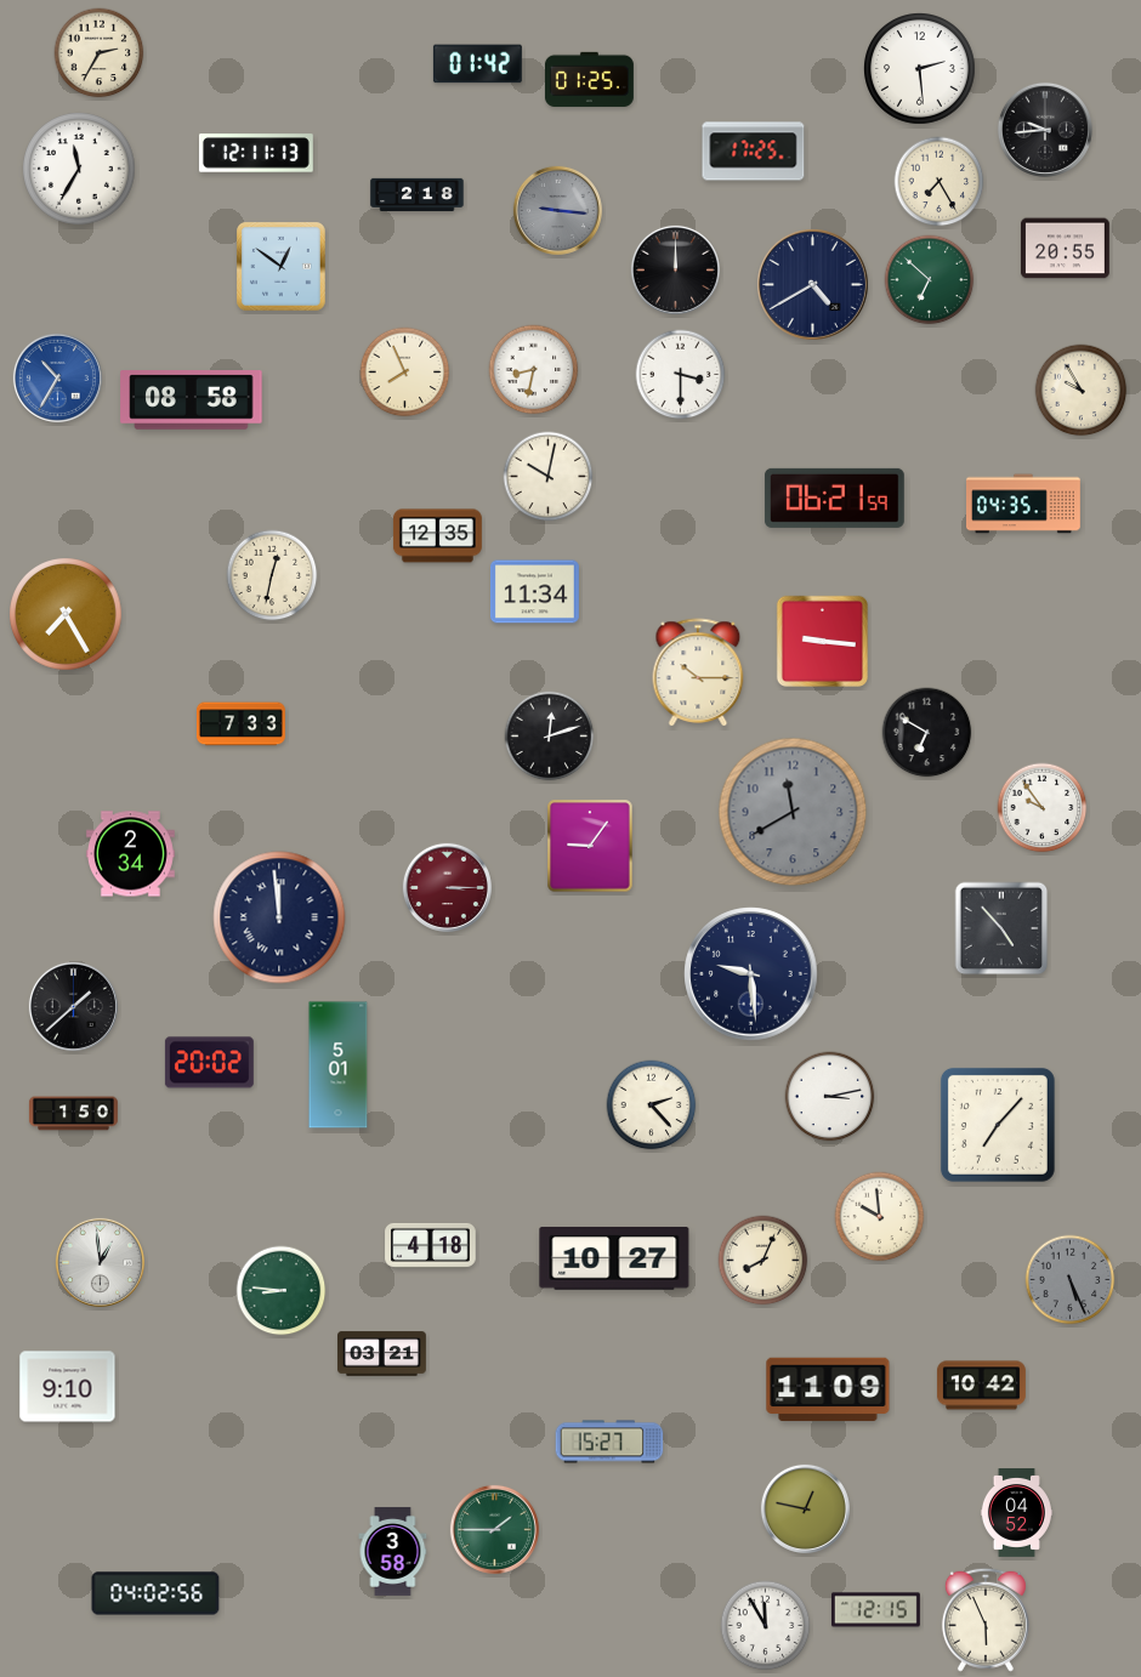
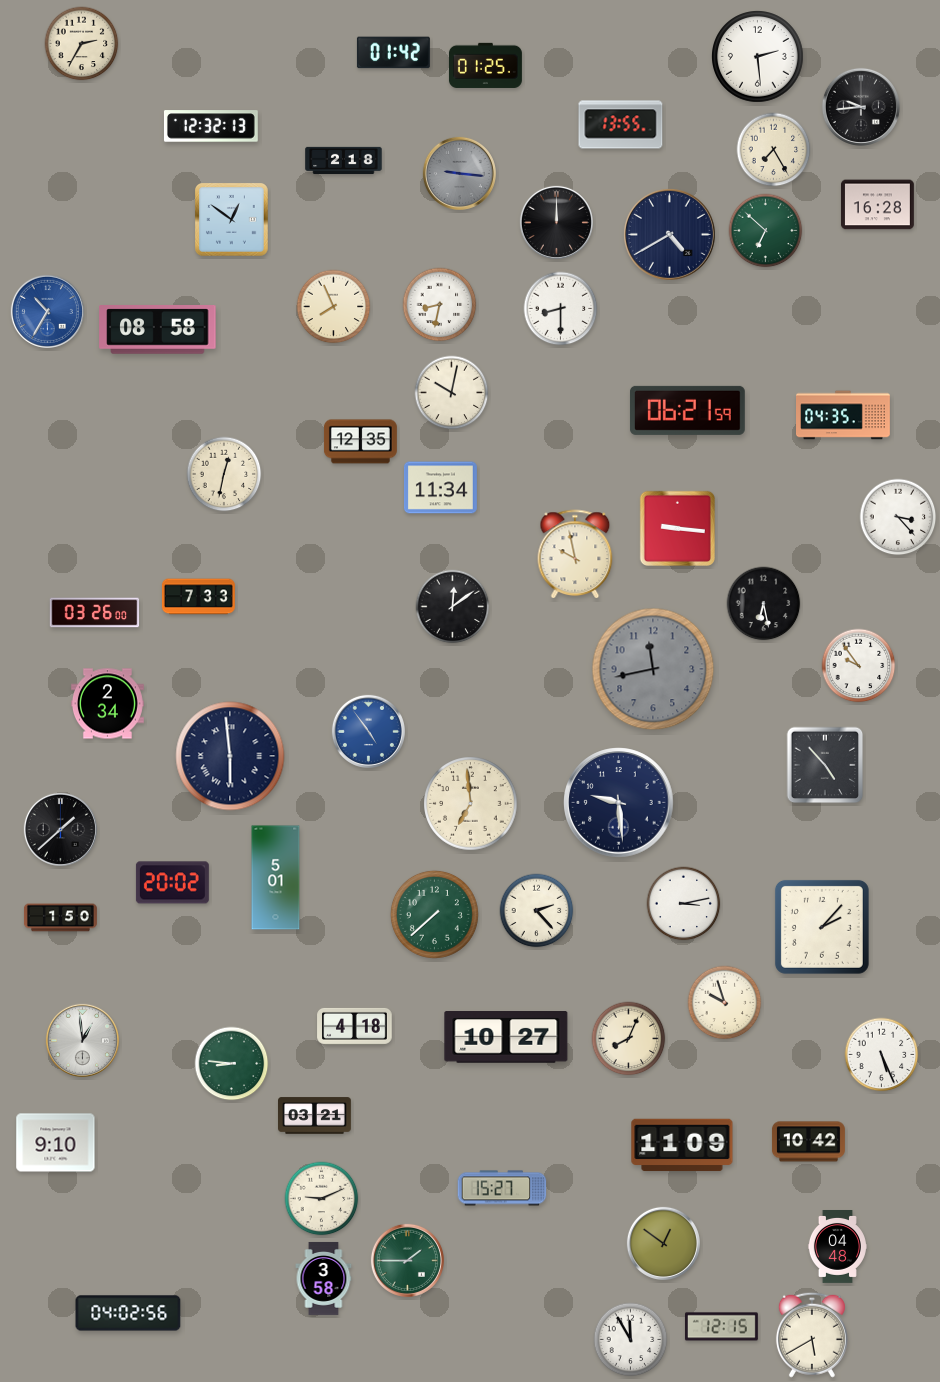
clock at (754, 152): 17:25 -> 13:55
clock at (256, 153): 12:11 -> 12:32
clock at (79, 169): 11:35 -> none
clock at (1065, 249): 20:55 -> 16:28
clock at (681, 375): 3:30 -> 8:30
clock at (1082, 391): 9:55 -> none
clock at (66, 614): 7:25 -> none
clock at (898, 517): none -> 3:23
clock at (698, 672): 10:15 -> 9:58
clock at (927, 733): 6:50 -> 6:28
clock at (550, 737): 12:12 -> 12:09
clock at (95, 613): none -> 03:26
clock at (793, 812): 11:40 -> 11:43
clock at (590, 846): 9:06 -> none
clock at (447, 887): 3:15 -> 4:54
clock at (447, 887) dial: burgundy -> blue
clock at (279, 917): 11:59 -> 5:59
clock at (471, 804): none -> 6:59
clock at (209, 1063) position: (209, 1063) -> (172, 883)
clock at (339, 1065) position: (339, 1065) -> (276, 878)
clock at (434, 914): none -> 7:38
clock at (998, 1125): 7:07 -> 2:07
clock at (880, 1217): 9:59 -> 9:57
clock at (1071, 1280) dial: grey -> white
clock at (322, 1199): none -> 9:11
clock at (805, 1508): 12:47 -> 12:51
clock at (1016, 1513): 04:52 -> 04:48
clock at (986, 1620): 5:56 -> 5:40
